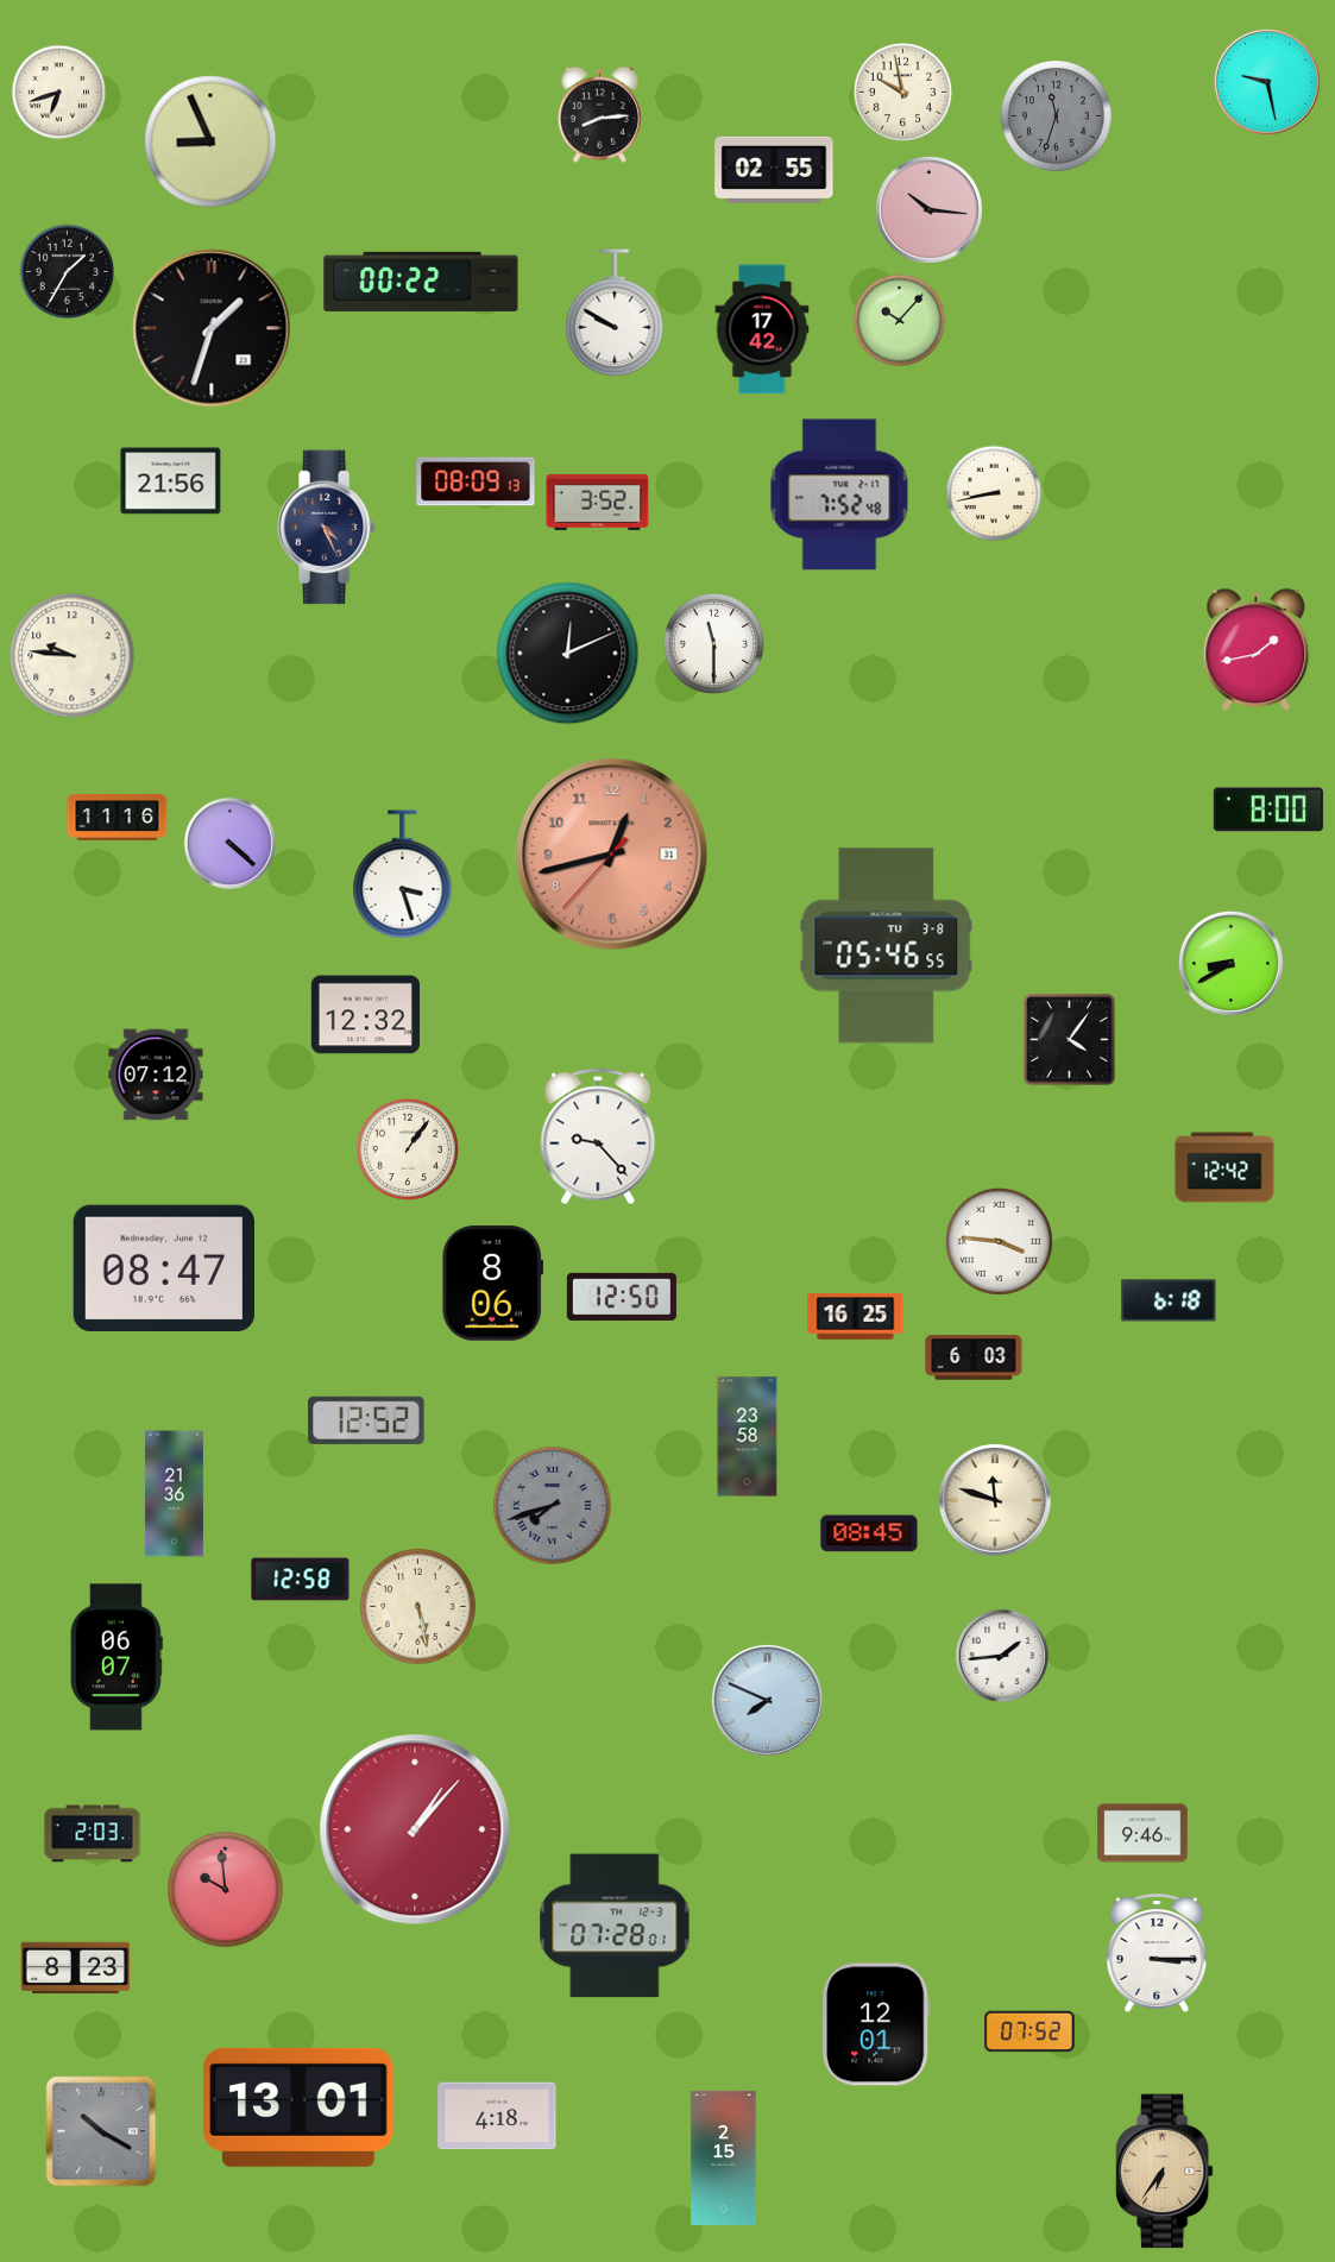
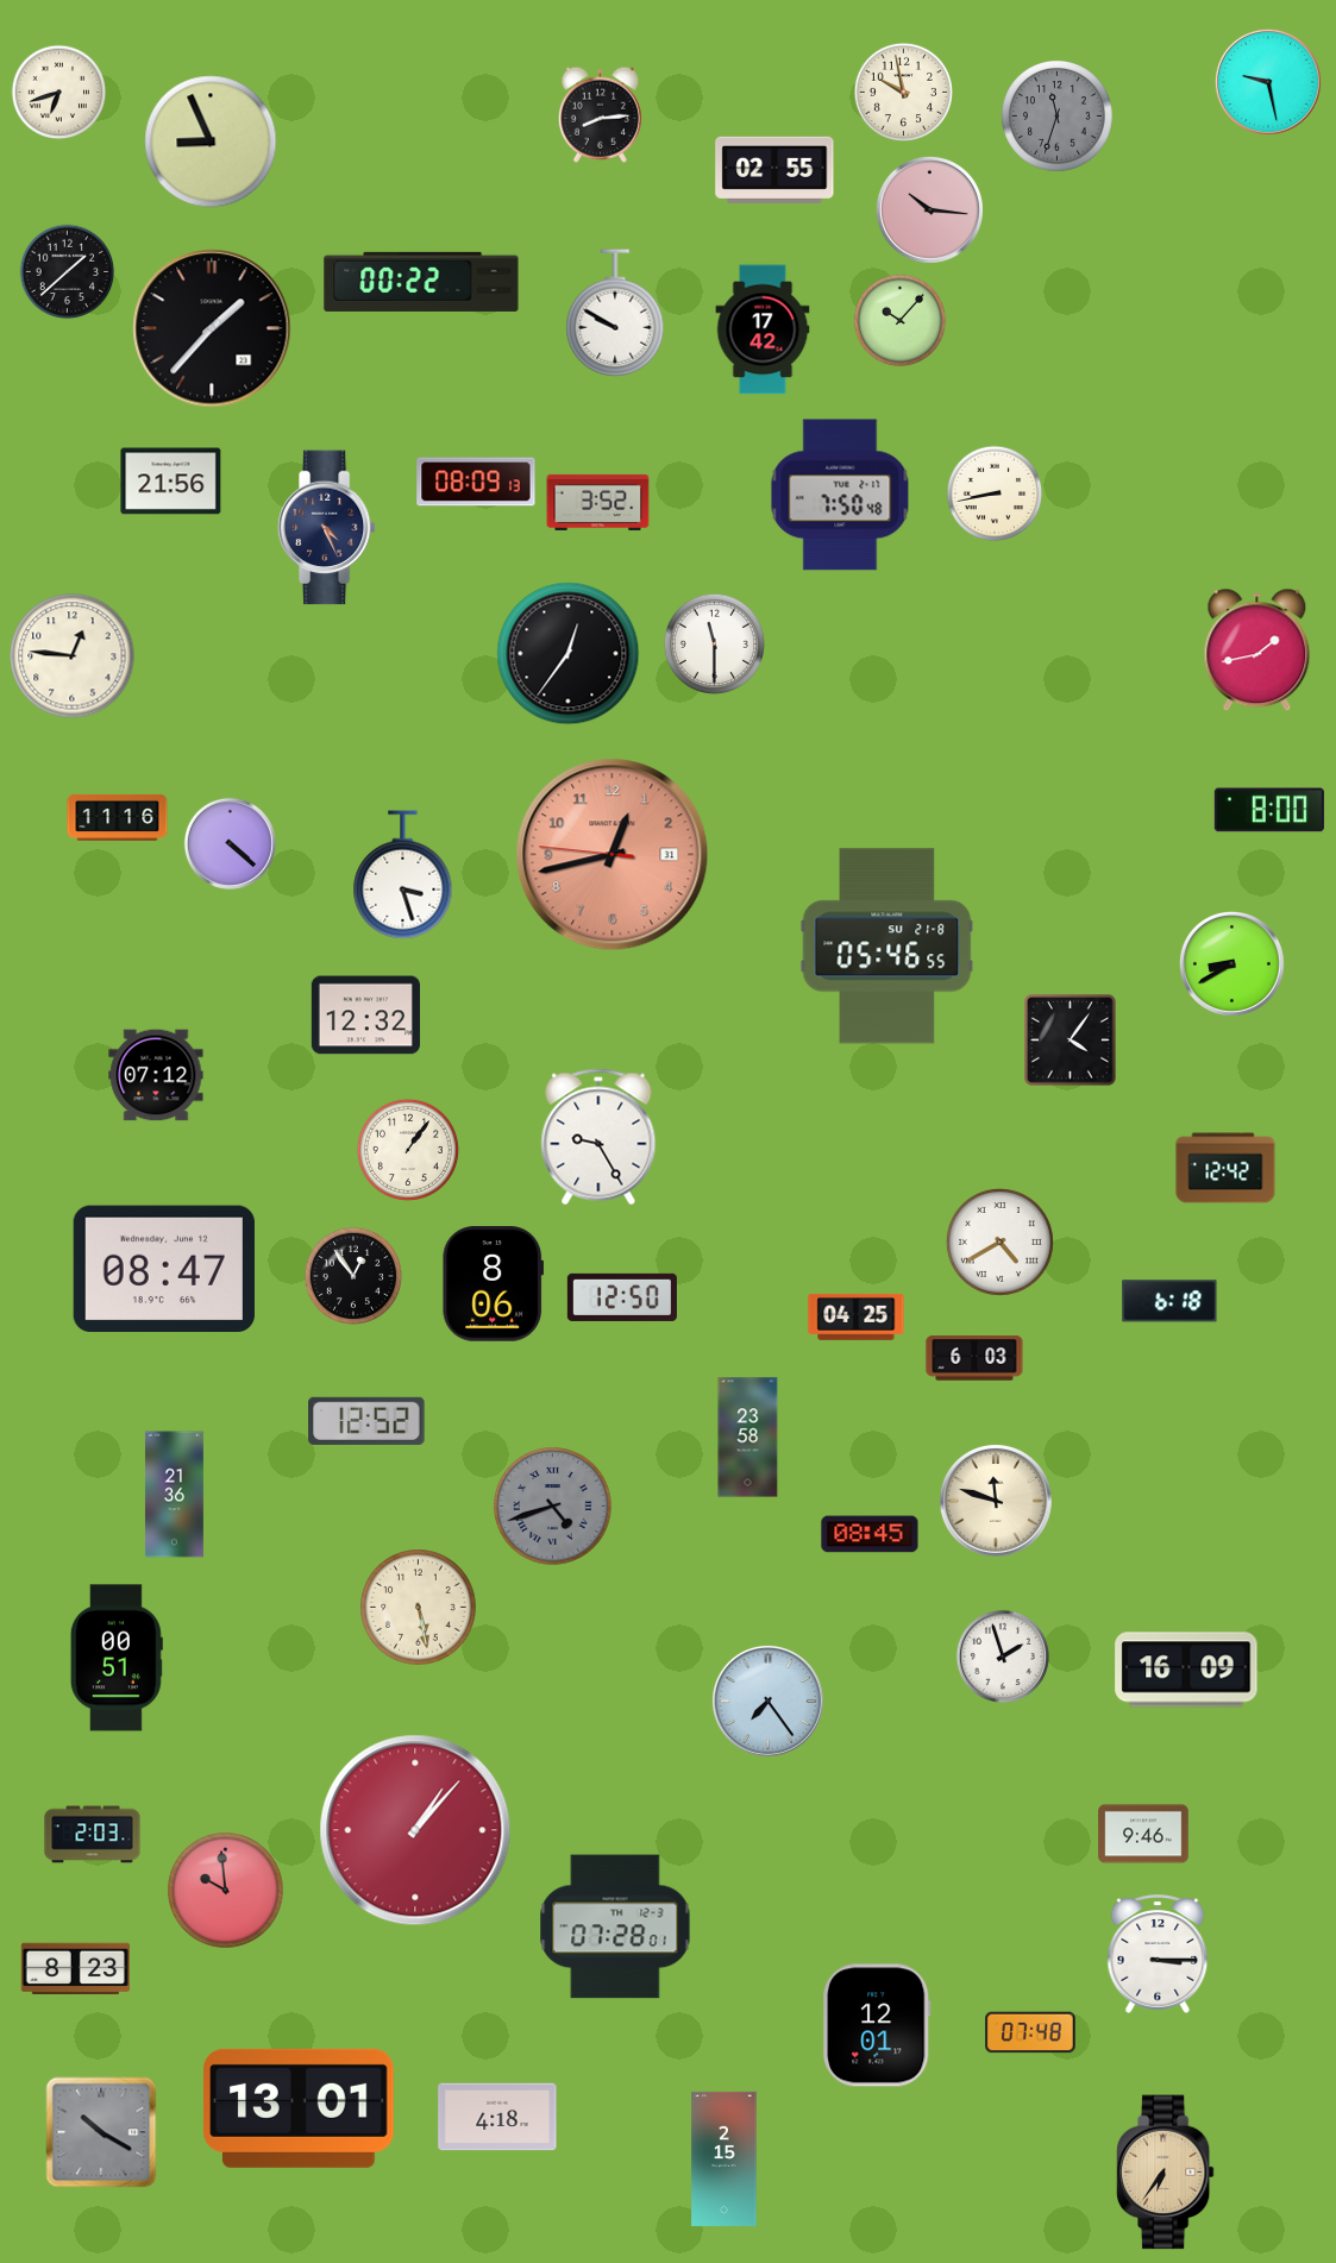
clock at (68, 272): 1:35 -> 1:38
clock at (212, 328): 1:33 -> 1:37
clock at (839, 494): 7:52 -> 7:50
clock at (568, 654): 12:11 -> 12:36
clock at (73, 656): 9:46 -> 12:46
clock at (612, 855): 12:42:37 -> 12:42:46
clock at (887, 946) date: TU 3-8 -> SU 21-8
clock at (598, 1136): 9:23 -> 9:25
clock at (999, 1241): 3:46 -> 4:40
clock at (353, 1276): none -> 12:54
clock at (856, 1317): 16:25 -> 04:25
clock at (553, 1506): 7:42 -> 4:42
clock at (301, 1580): 12:58 -> none
clock at (1002, 1656): 1:44 -> 1:57
clock at (117, 1657): 06:07 -> 00:51
clock at (1186, 1670): none -> 16:09
clock at (767, 1700): 7:49 -> 7:24
clock at (1029, 2031): 07:52 -> 07:48
